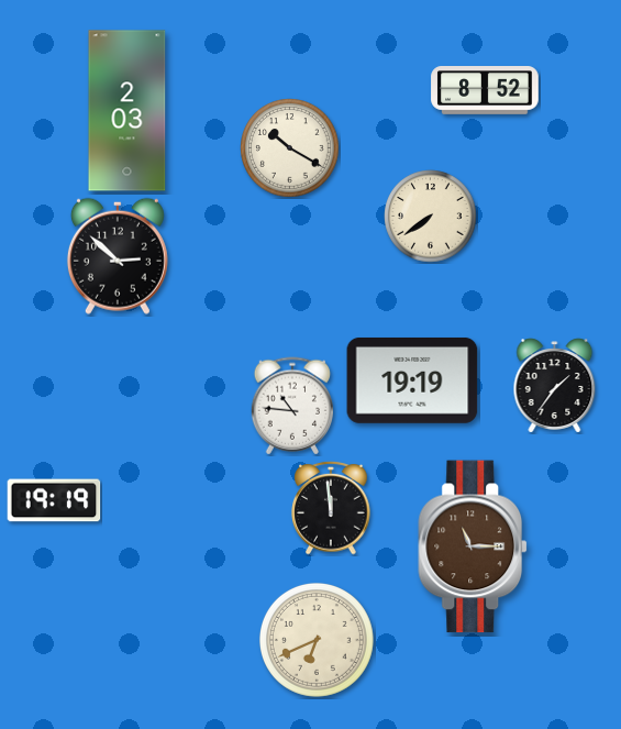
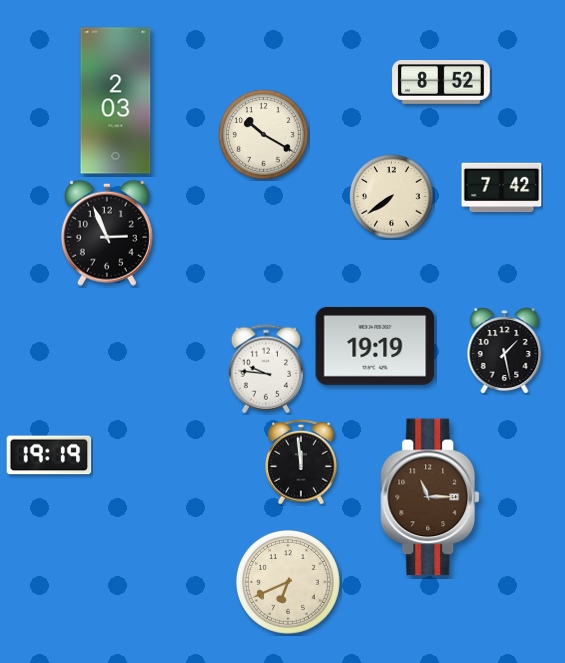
clock at (502, 188): none -> 7:42
clock at (118, 256): 2:52 -> 2:56
clock at (555, 386): 1:36 -> 1:28
clock at (291, 406): 10:46 -> 9:46
